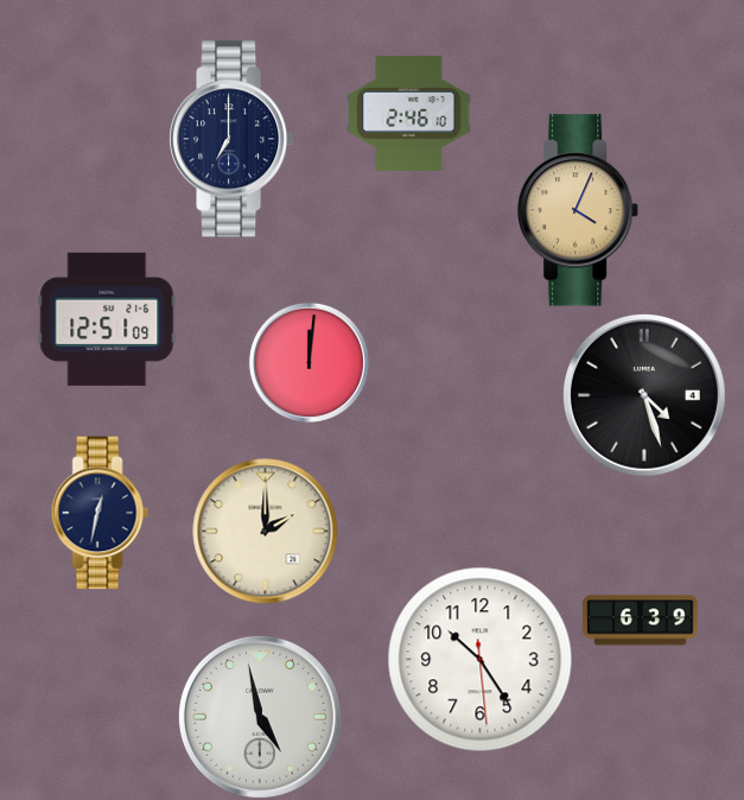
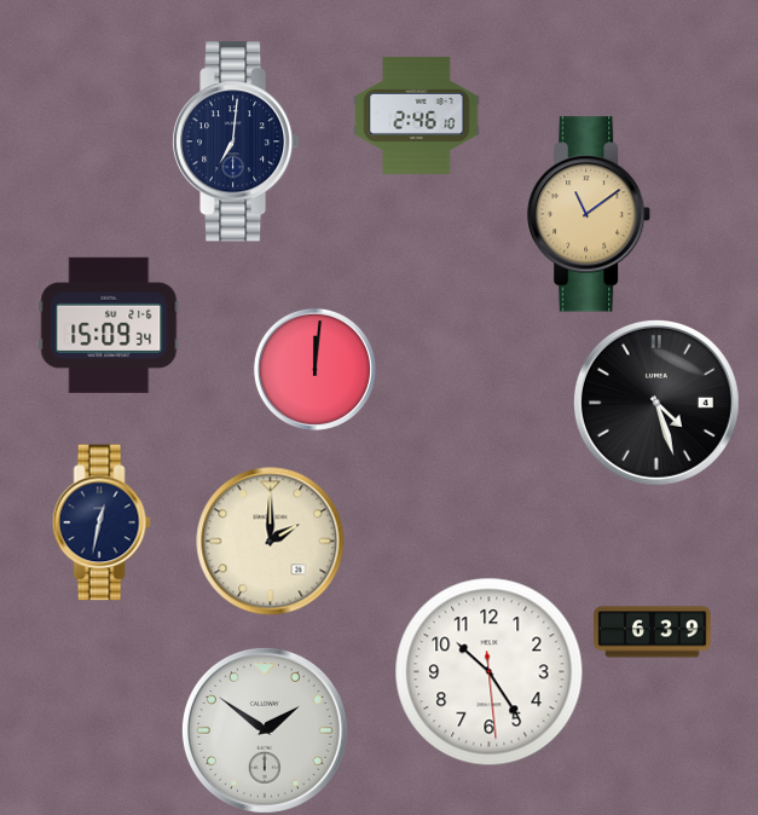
clock at (233, 139): 7:00 -> 7:01
clock at (579, 210): 4:04 -> 11:09
clock at (107, 319): 12:51 -> 15:09
clock at (260, 717): 4:58 -> 1:51
